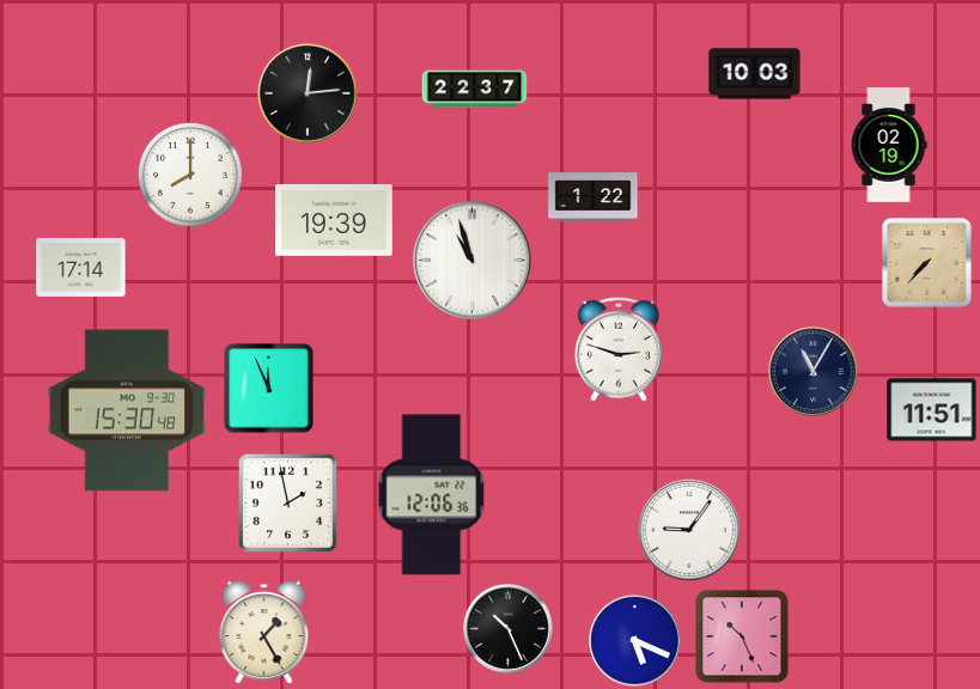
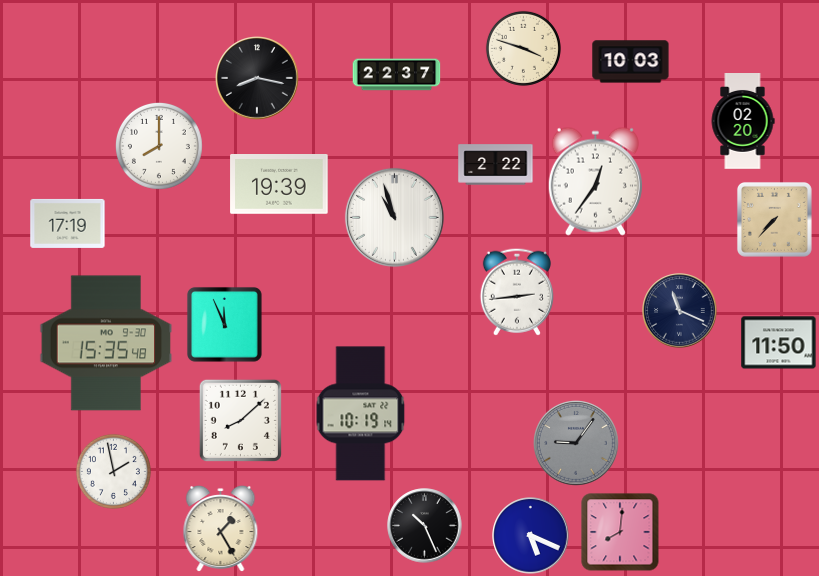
clock at (523, 48): none -> 3:48
clock at (309, 94): 12:14 -> 8:17
clock at (889, 146): 02:19 -> 02:20
clock at (594, 197): 1:22 -> 2:22
clock at (595, 181): none -> 12:36
clock at (81, 267): 17:14 -> 17:19
clock at (619, 349): 2:48 -> 2:44
clock at (814, 372): 11:05 -> 11:19
clock at (127, 410): 15:30 -> 15:35
clock at (932, 410): 11:51 -> 11:50
clock at (432, 495): 12:06 -> 10:19
clock at (287, 502): 1:58 -> 8:08
clock at (690, 531) dial: white -> grey
clock at (113, 471): none -> 1:58
clock at (742, 636): 10:26 -> 8:01
